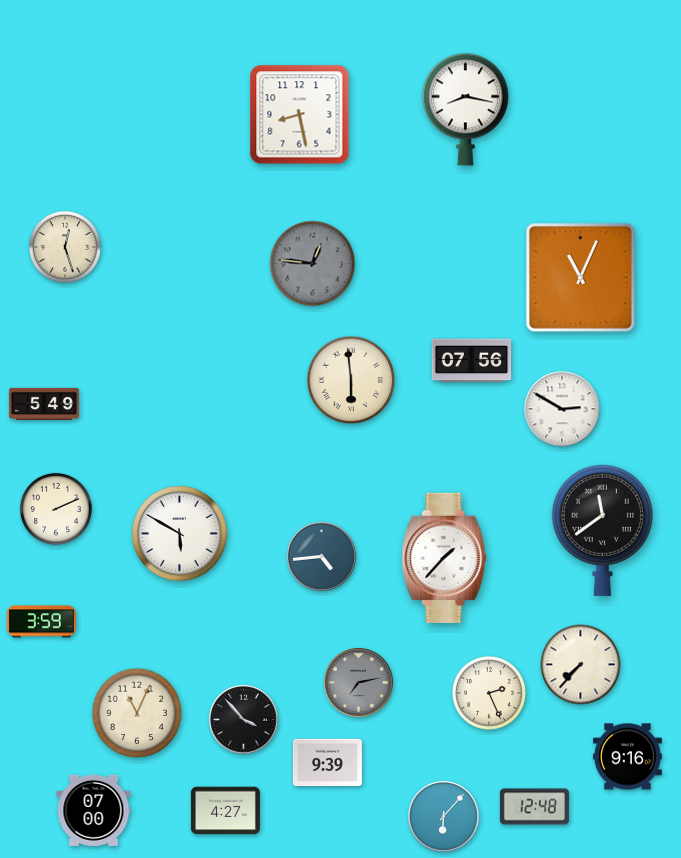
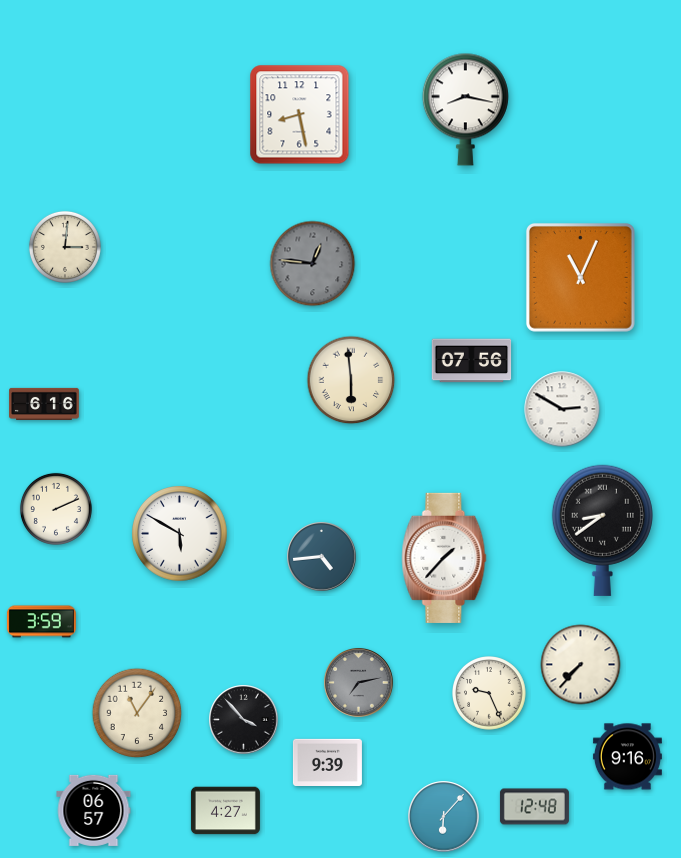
clock at (65, 247): 12:27 -> 3:01
clock at (44, 404): 5:49 -> 6:16
clock at (602, 530): 11:39 -> 8:39
clock at (490, 694): 2:26 -> 9:26
clock at (137, 713): 11:04 -> 11:06
clock at (94, 810): 07:00 -> 06:57
